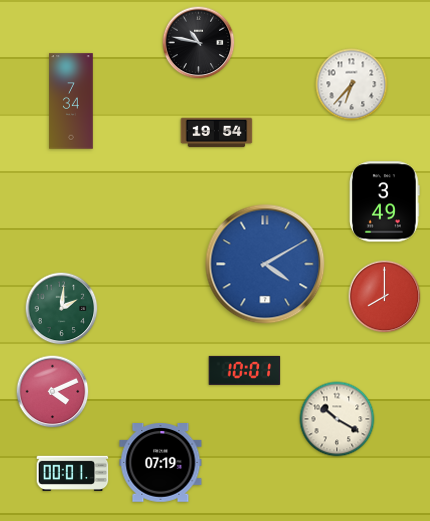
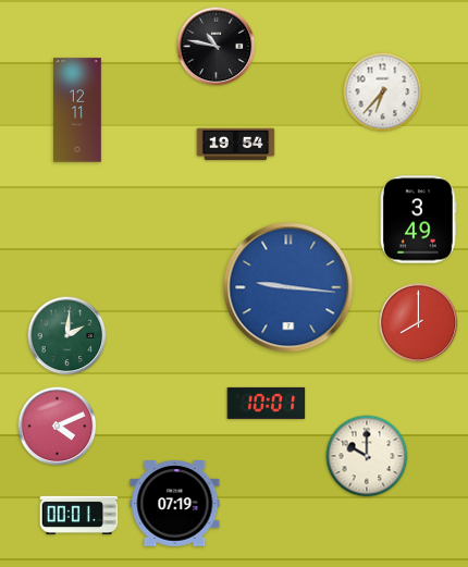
clock at (71, 101): 7:34 -> 12:11
clock at (265, 264): 4:10 -> 9:16
clock at (337, 419): 10:20 -> 10:00
